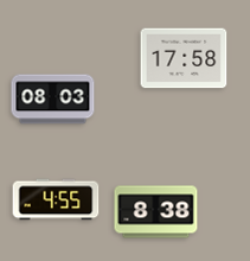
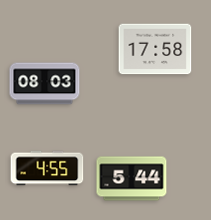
clock at (156, 212): 8:38 -> 5:44
